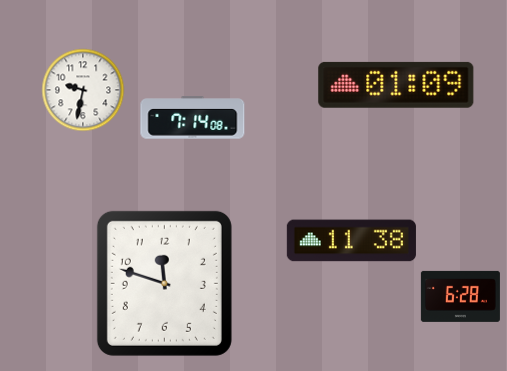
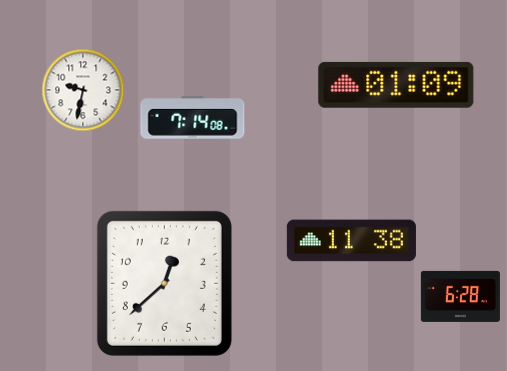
clock at (164, 283): 11:48 -> 12:38
